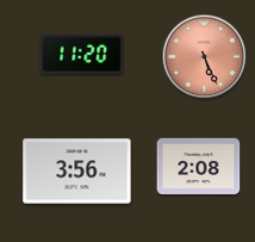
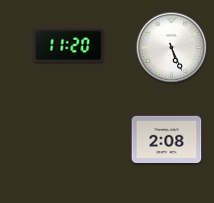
clock at (205, 57) dial: salmon -> white
clock at (77, 172): 3:56 -> none
